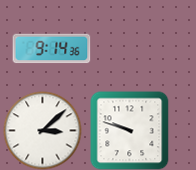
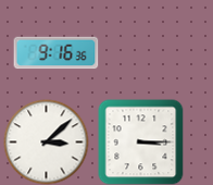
clock at (51, 49): 9:14 -> 9:16
clock at (129, 130): 9:48 -> 3:15
